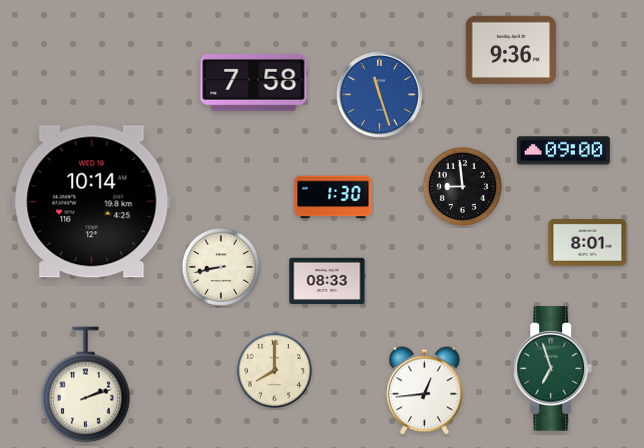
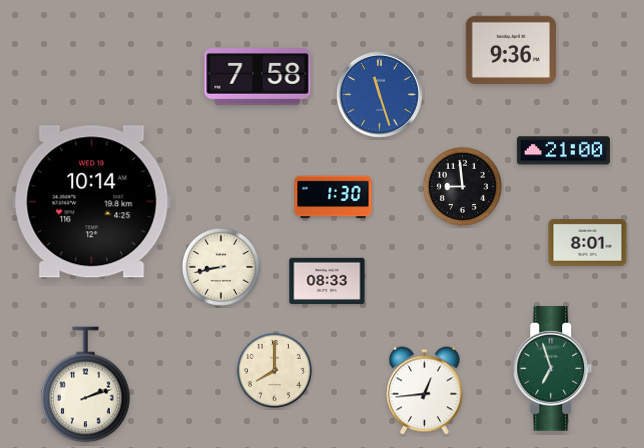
clock at (254, 83) position: (254, 83) -> (258, 77)
clock at (563, 151): 09:00 -> 21:00
